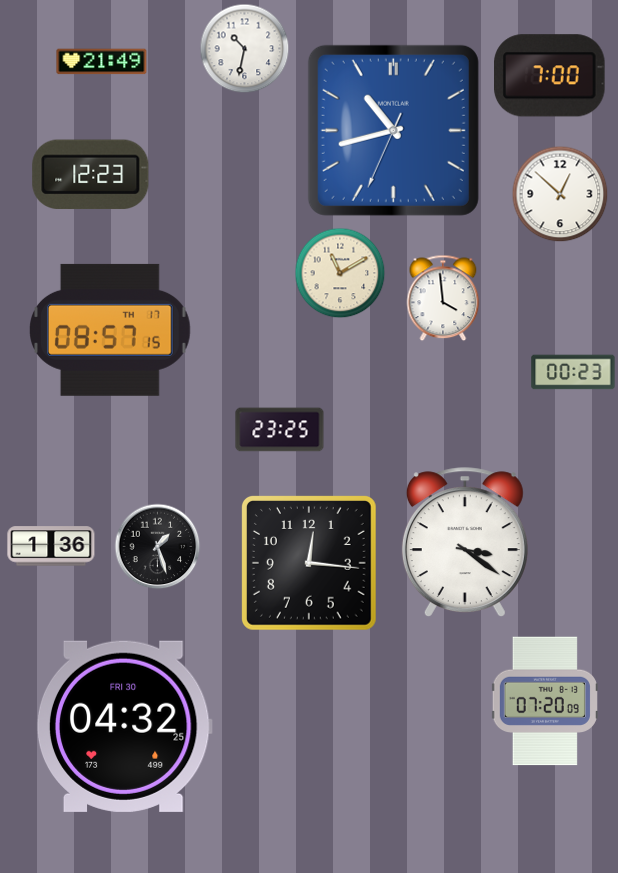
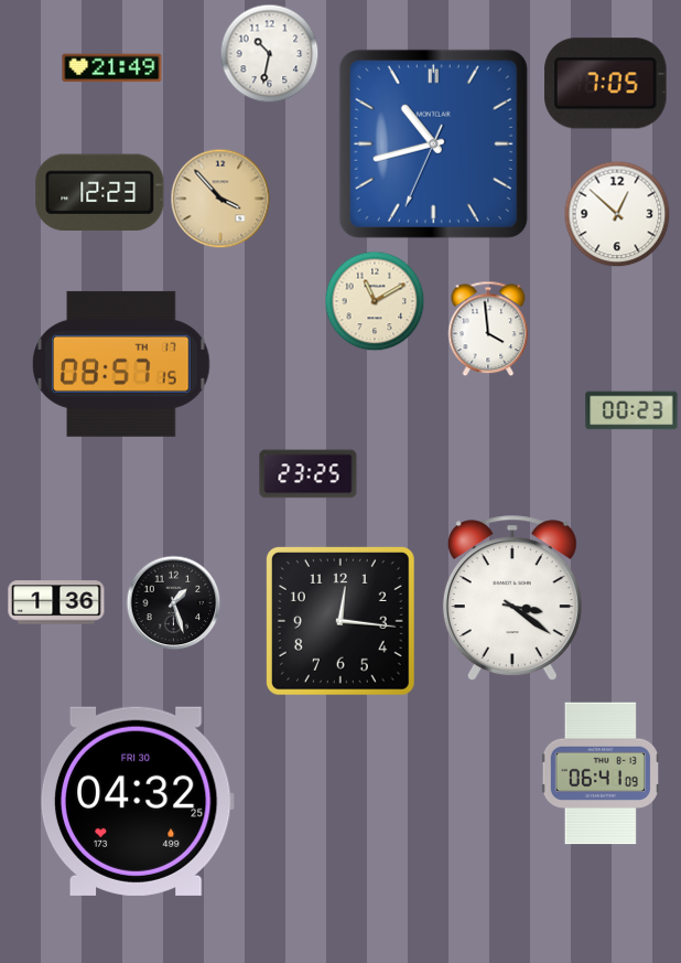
clock at (550, 76): 7:00 -> 7:05
clock at (220, 199): none -> 3:53
clock at (545, 701): 07:20 -> 06:41
